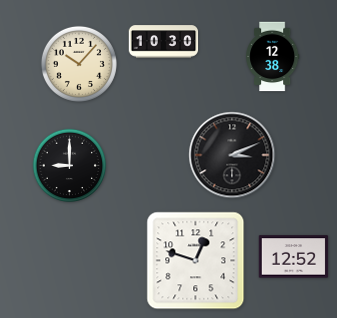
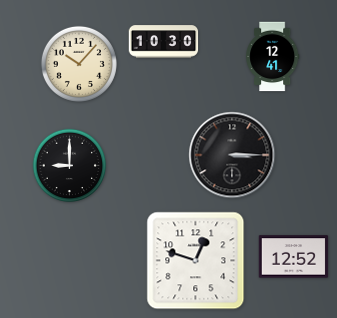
clock at (273, 57): 12:38 -> 12:41
clock at (232, 155): 3:11 -> 3:15
